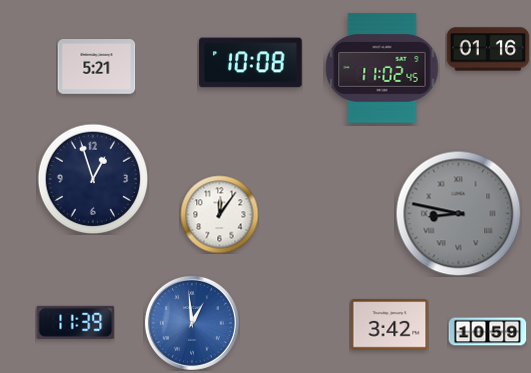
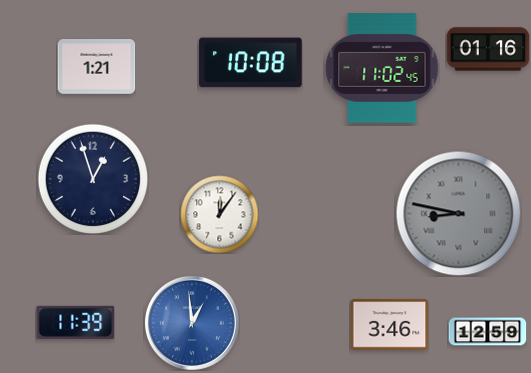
clock at (96, 67): 5:21 -> 1:21
clock at (389, 325): 3:42 -> 3:46
clock at (487, 332): 10:59 -> 12:59
